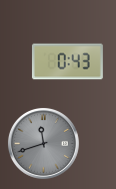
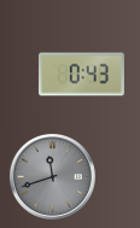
clock at (43, 143) position: (43, 143) -> (52, 176)
